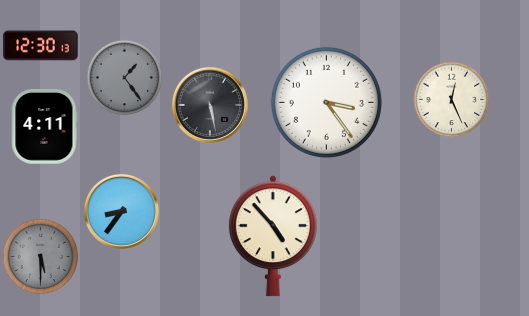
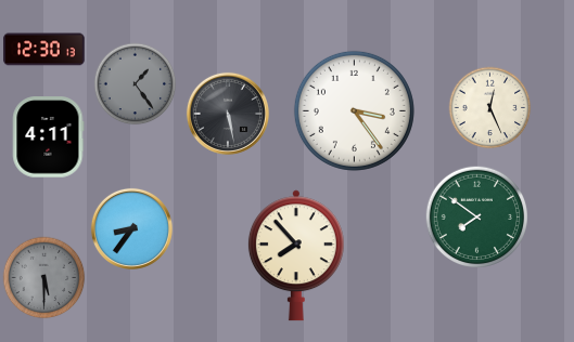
clock at (476, 216): none -> 7:51
clock at (273, 236): 4:53 -> 7:53
